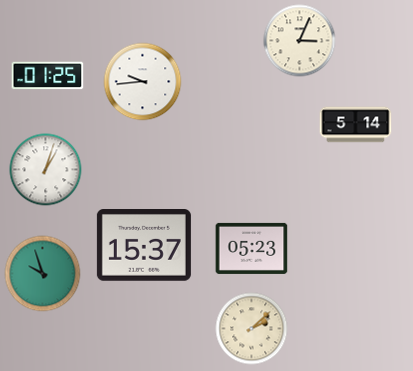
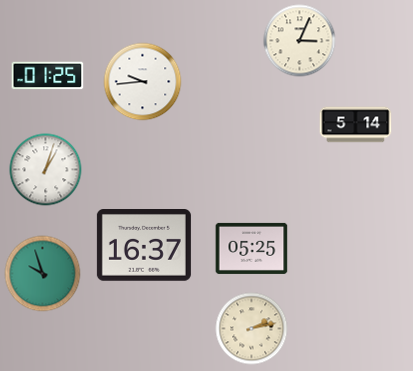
clock at (144, 246): 15:37 -> 16:37
clock at (252, 248): 05:23 -> 05:25
clock at (252, 329): 2:08 -> 2:13
